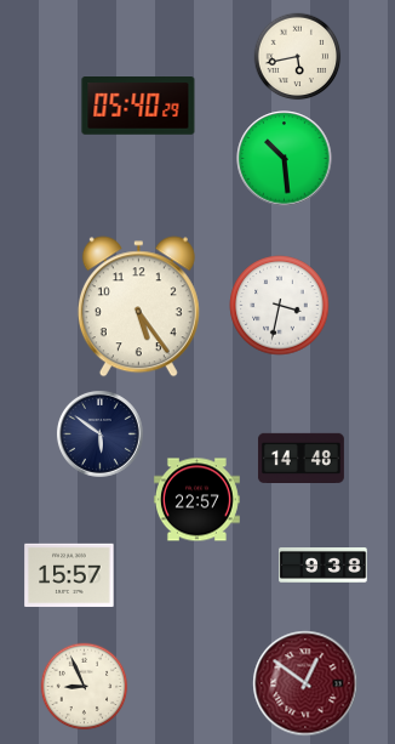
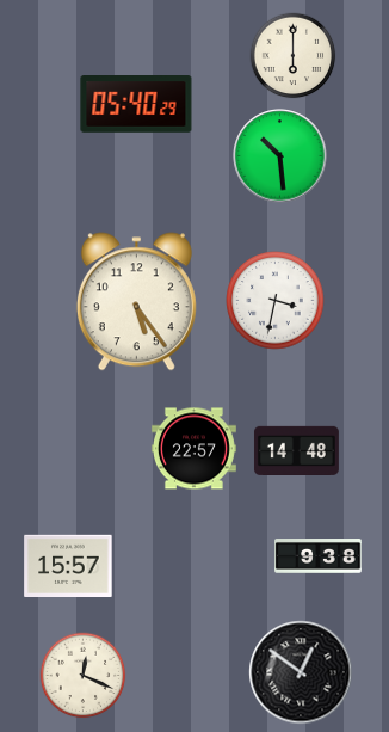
clock at (298, 57): 5:43 -> 6:00
clock at (99, 433): 5:51 -> none
clock at (196, 500) position: (196, 500) -> (193, 449)
clock at (305, 683) dial: burgundy -> black
clock at (85, 687): 8:56 -> 12:19
